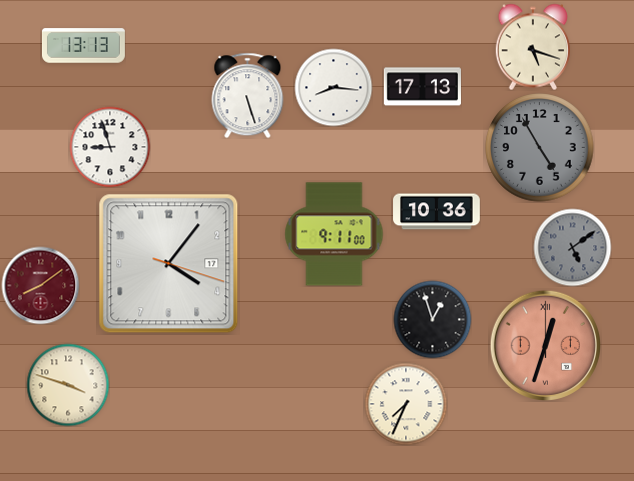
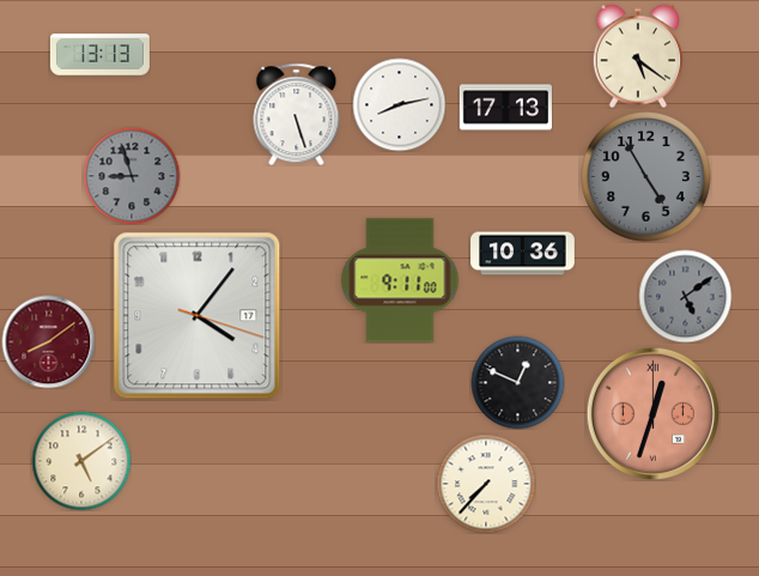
clock at (532, 47): 5:18 -> 5:21
clock at (333, 87): 8:16 -> 8:13
clock at (422, 87) position: (422, 87) -> (505, 108)
clock at (110, 147) dial: white -> grey
clock at (169, 264) position: (169, 264) -> (198, 316)
clock at (432, 319): 12:57 -> 12:49
clock at (68, 385): 3:48 -> 5:09
clock at (406, 404): 7:34 -> 7:37
